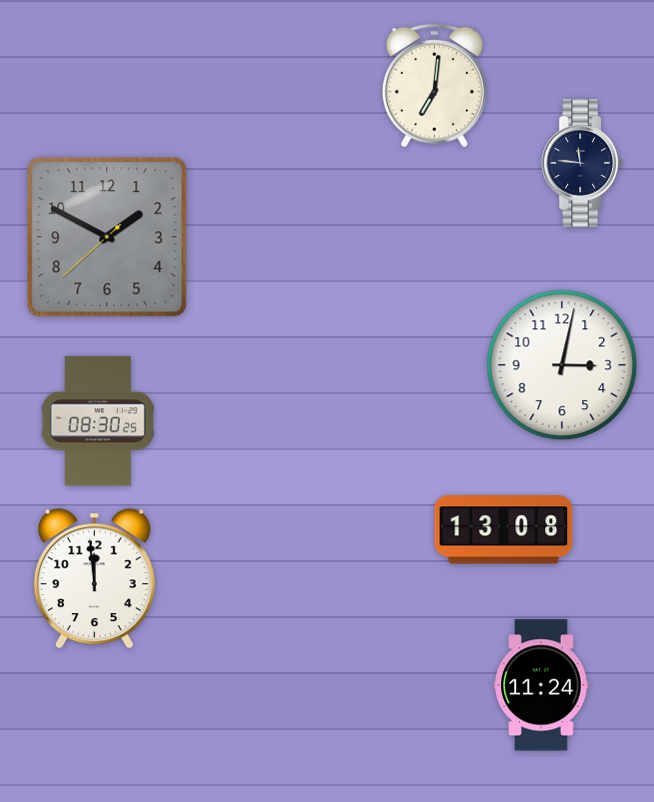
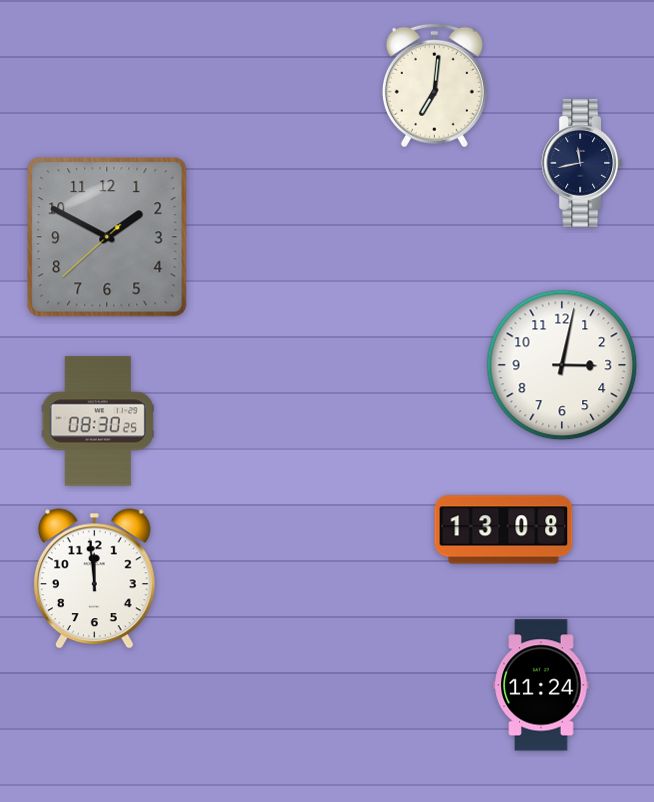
clock at (582, 163): 11:46 -> 11:43
